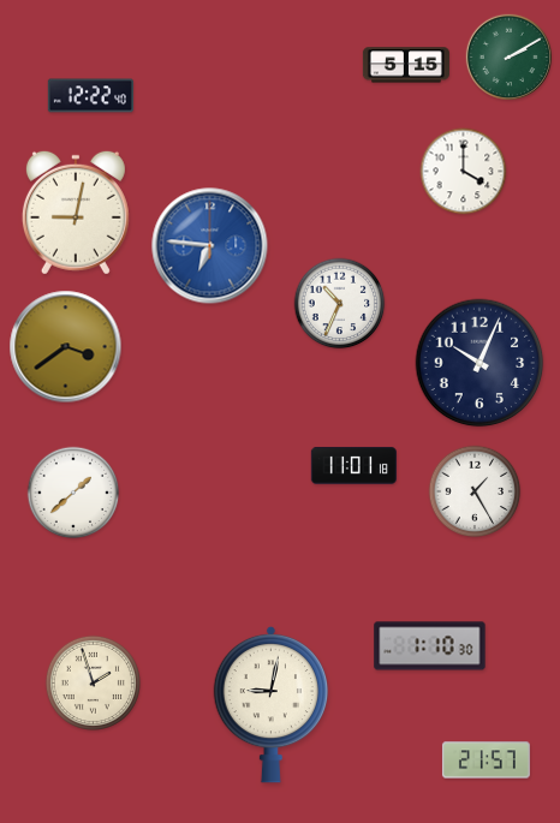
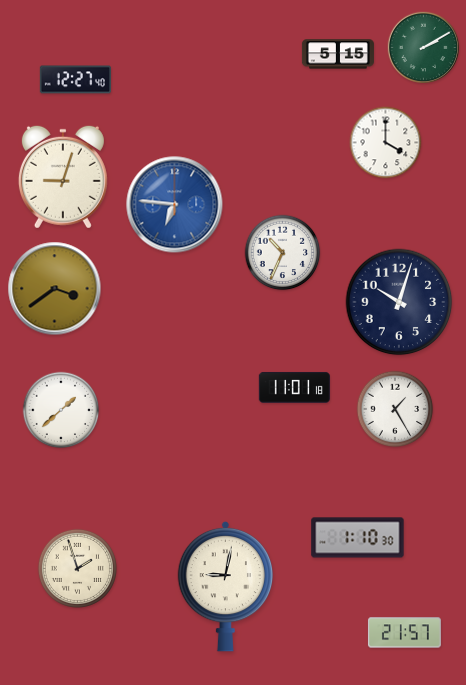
clock at (90, 96): 12:22 -> 12:27
clock at (76, 213): 9:02 -> 9:03
clock at (479, 363): 10:04 -> 10:03
